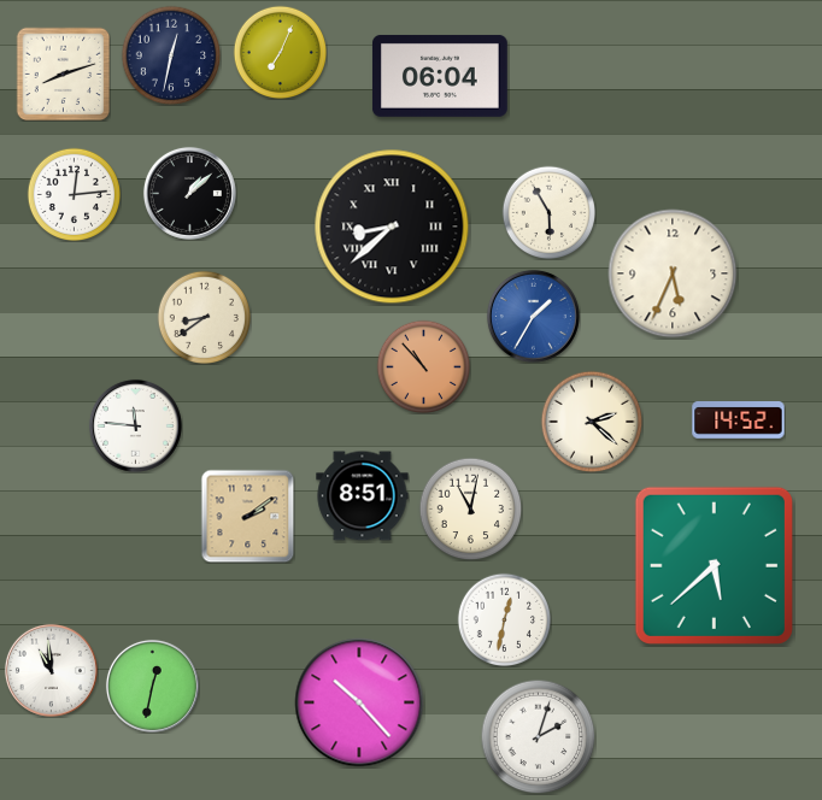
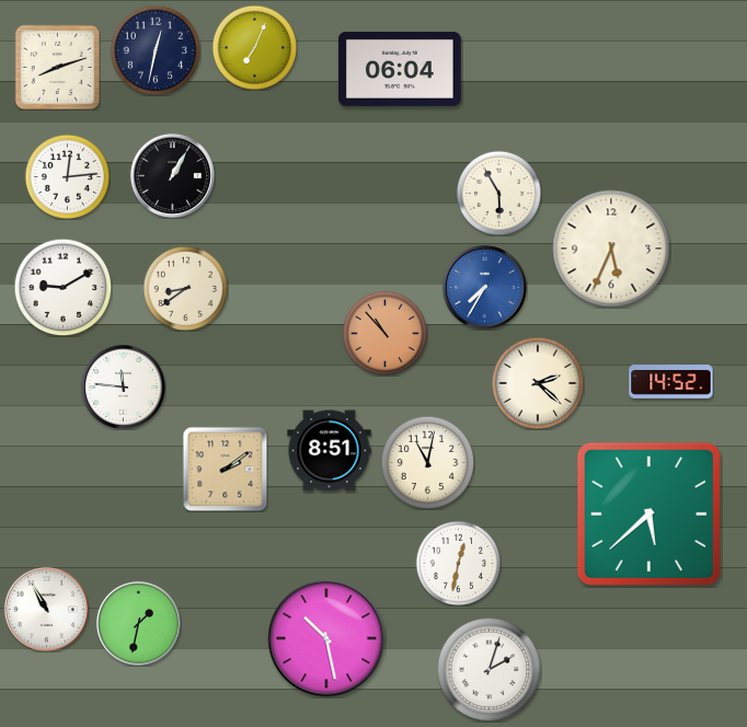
clock at (189, 193): 1:08 -> 1:05
clock at (392, 227): 8:38 -> none
clock at (62, 287): none -> 9:10
clock at (533, 316): 1:35 -> 7:35
clock at (51, 670): 10:59 -> 10:55
clock at (152, 686): 12:32 -> 1:32
clock at (359, 702): 10:23 -> 10:28
